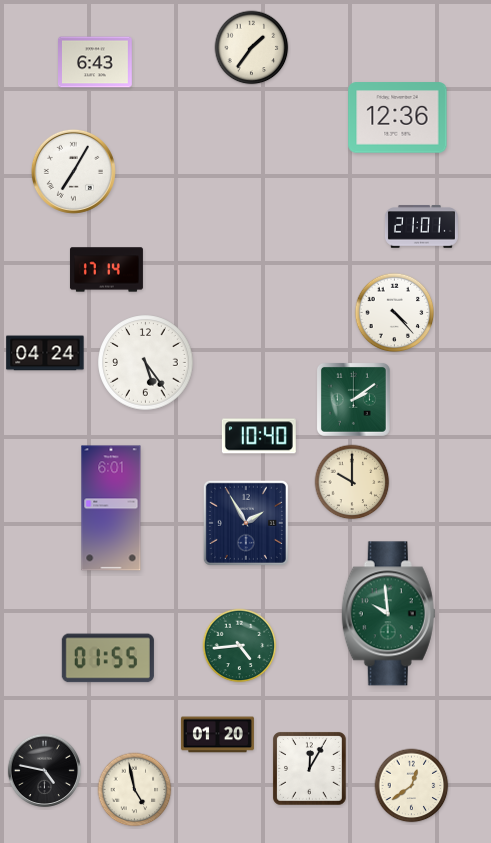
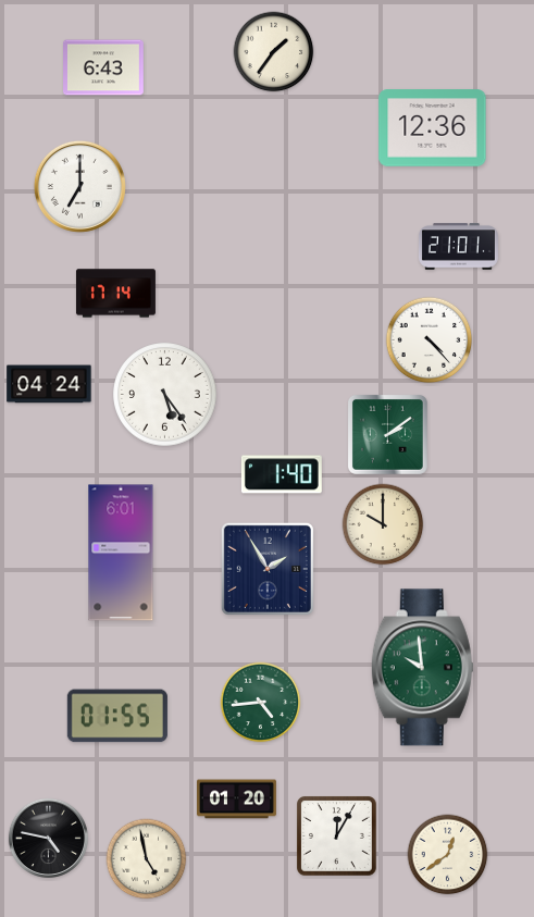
clock at (73, 171): 7:05 -> 7:00
clock at (146, 363) position: (146, 363) -> (165, 395)
clock at (354, 400) position: (354, 400) -> (388, 435)
clock at (259, 436): 10:40 -> 1:40
